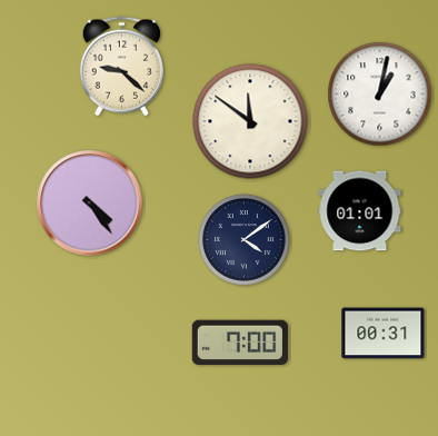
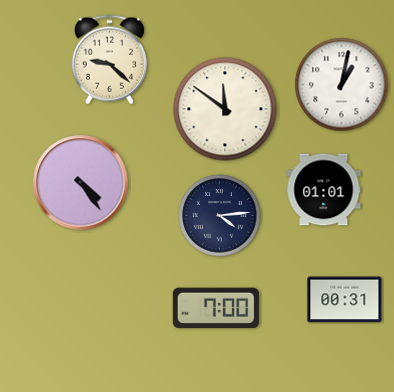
clock at (245, 240): 4:09 -> 4:14
